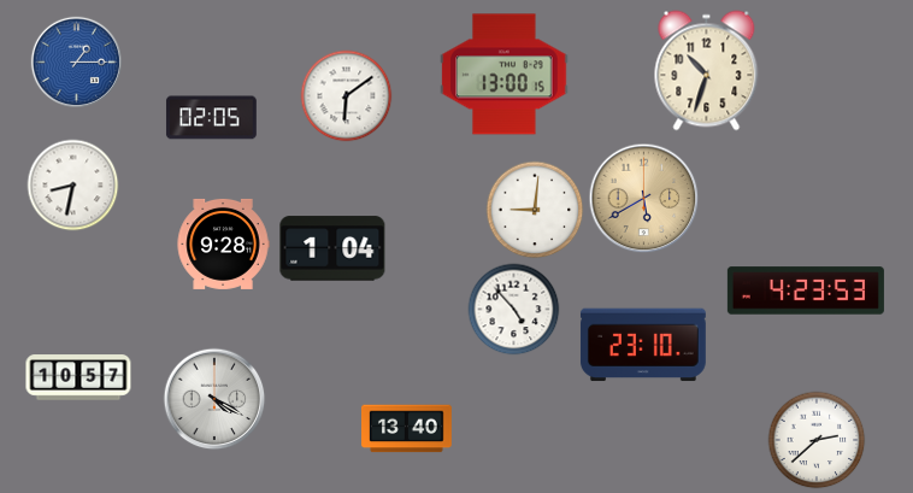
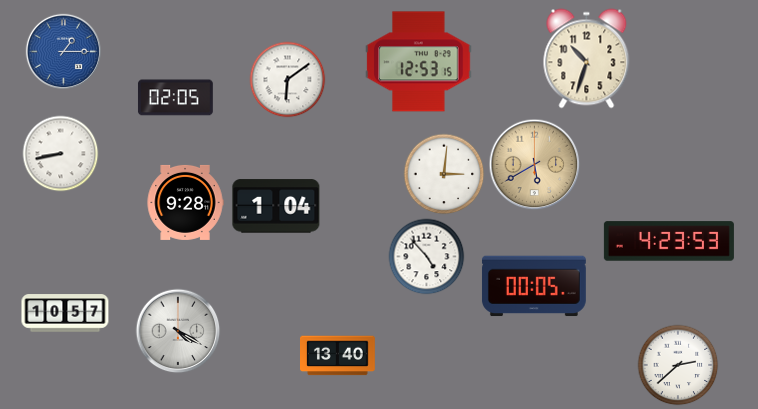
clock at (505, 75): 13:00 -> 12:53
clock at (73, 186): 8:32 -> 8:43
clock at (535, 210): 9:01 -> 3:01
clock at (643, 345): 23:10 -> 00:05
